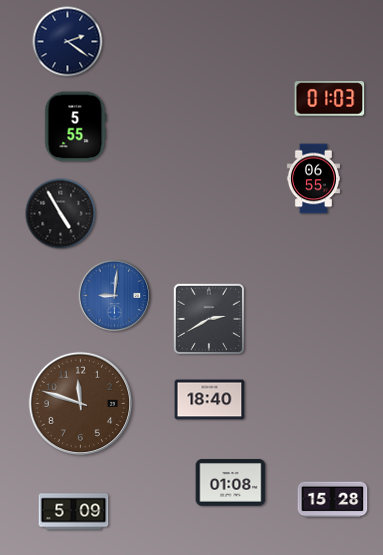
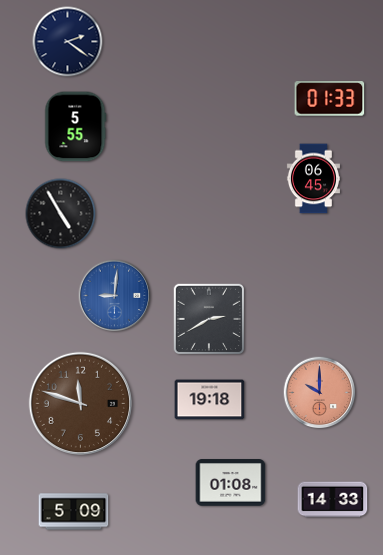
clock at (330, 99): 01:03 -> 01:33
clock at (313, 179): 06:55 -> 06:45
clock at (320, 393): none -> 10:00
clock at (210, 400): 18:40 -> 19:18
clock at (333, 500): 15:28 -> 14:33
